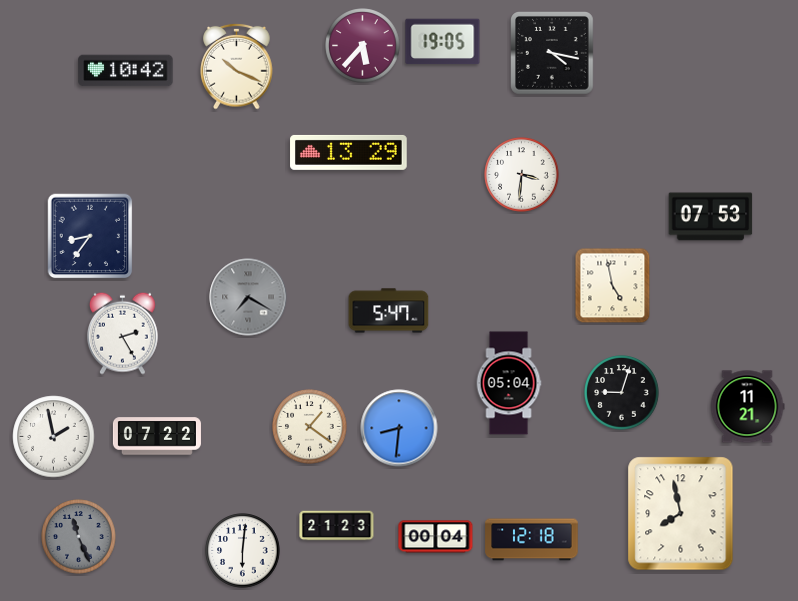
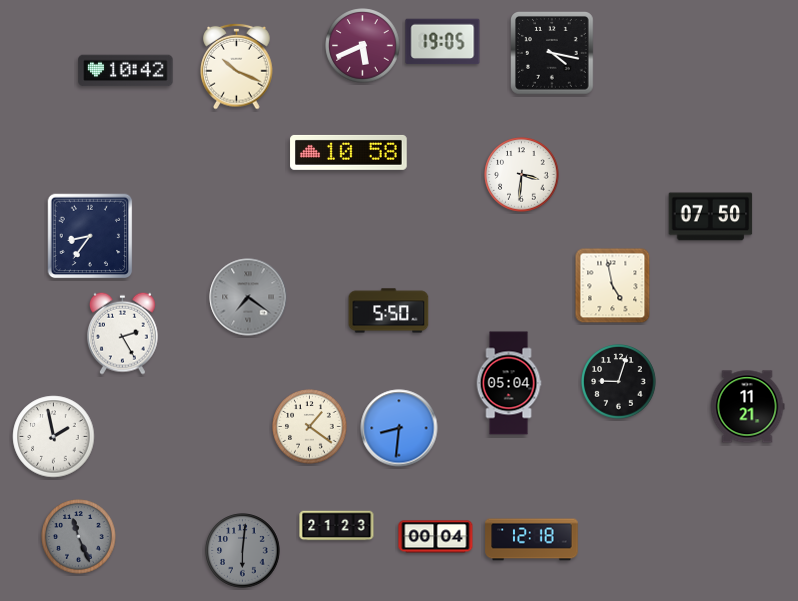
clock at (363, 46): 5:37 -> 5:41
clock at (349, 152): 13:29 -> 10:58
clock at (711, 217): 07:53 -> 07:50
clock at (248, 297): 7:20 -> 7:21
clock at (389, 311): 5:47 -> 5:50
clock at (622, 393) position: (622, 393) -> (619, 382)
clock at (157, 436): 07:22 -> none
clock at (681, 514): 7:58 -> none
clock at (243, 551) dial: white -> grey
